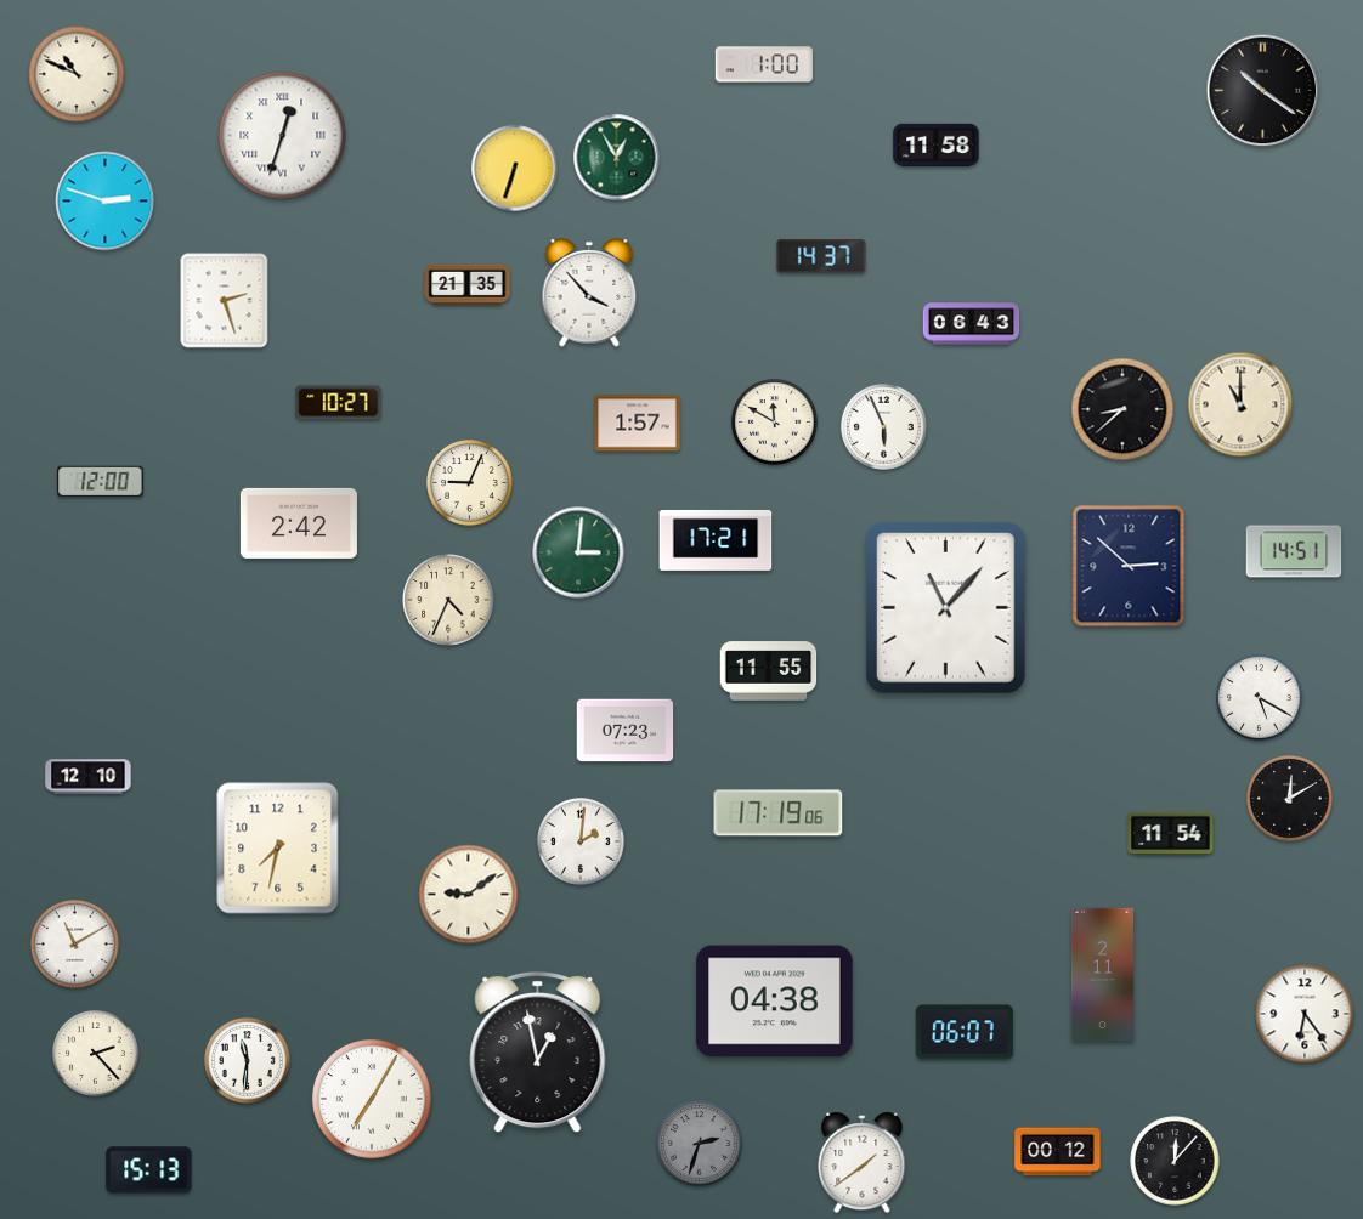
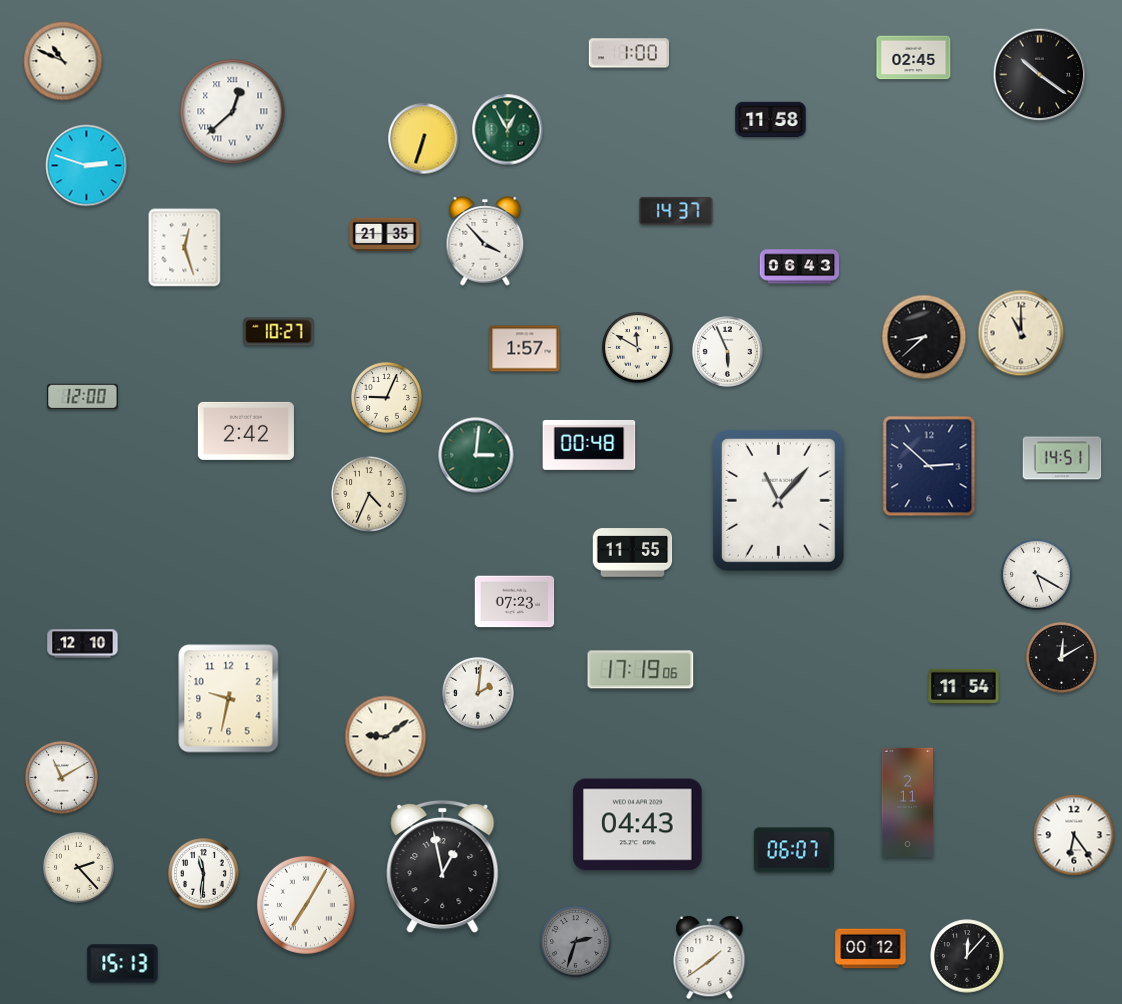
clock at (914, 58): none -> 02:45
clock at (283, 136): 12:33 -> 12:38
clock at (225, 301): 2:27 -> 12:27
clock at (716, 540): 17:21 -> 00:48
clock at (1294, 551) position: (1294, 551) -> (1062, 458)
clock at (89, 777) position: (89, 777) -> (83, 644)
clock at (278, 849): 7:32 -> 9:32
clock at (775, 1002): 04:38 -> 04:43
